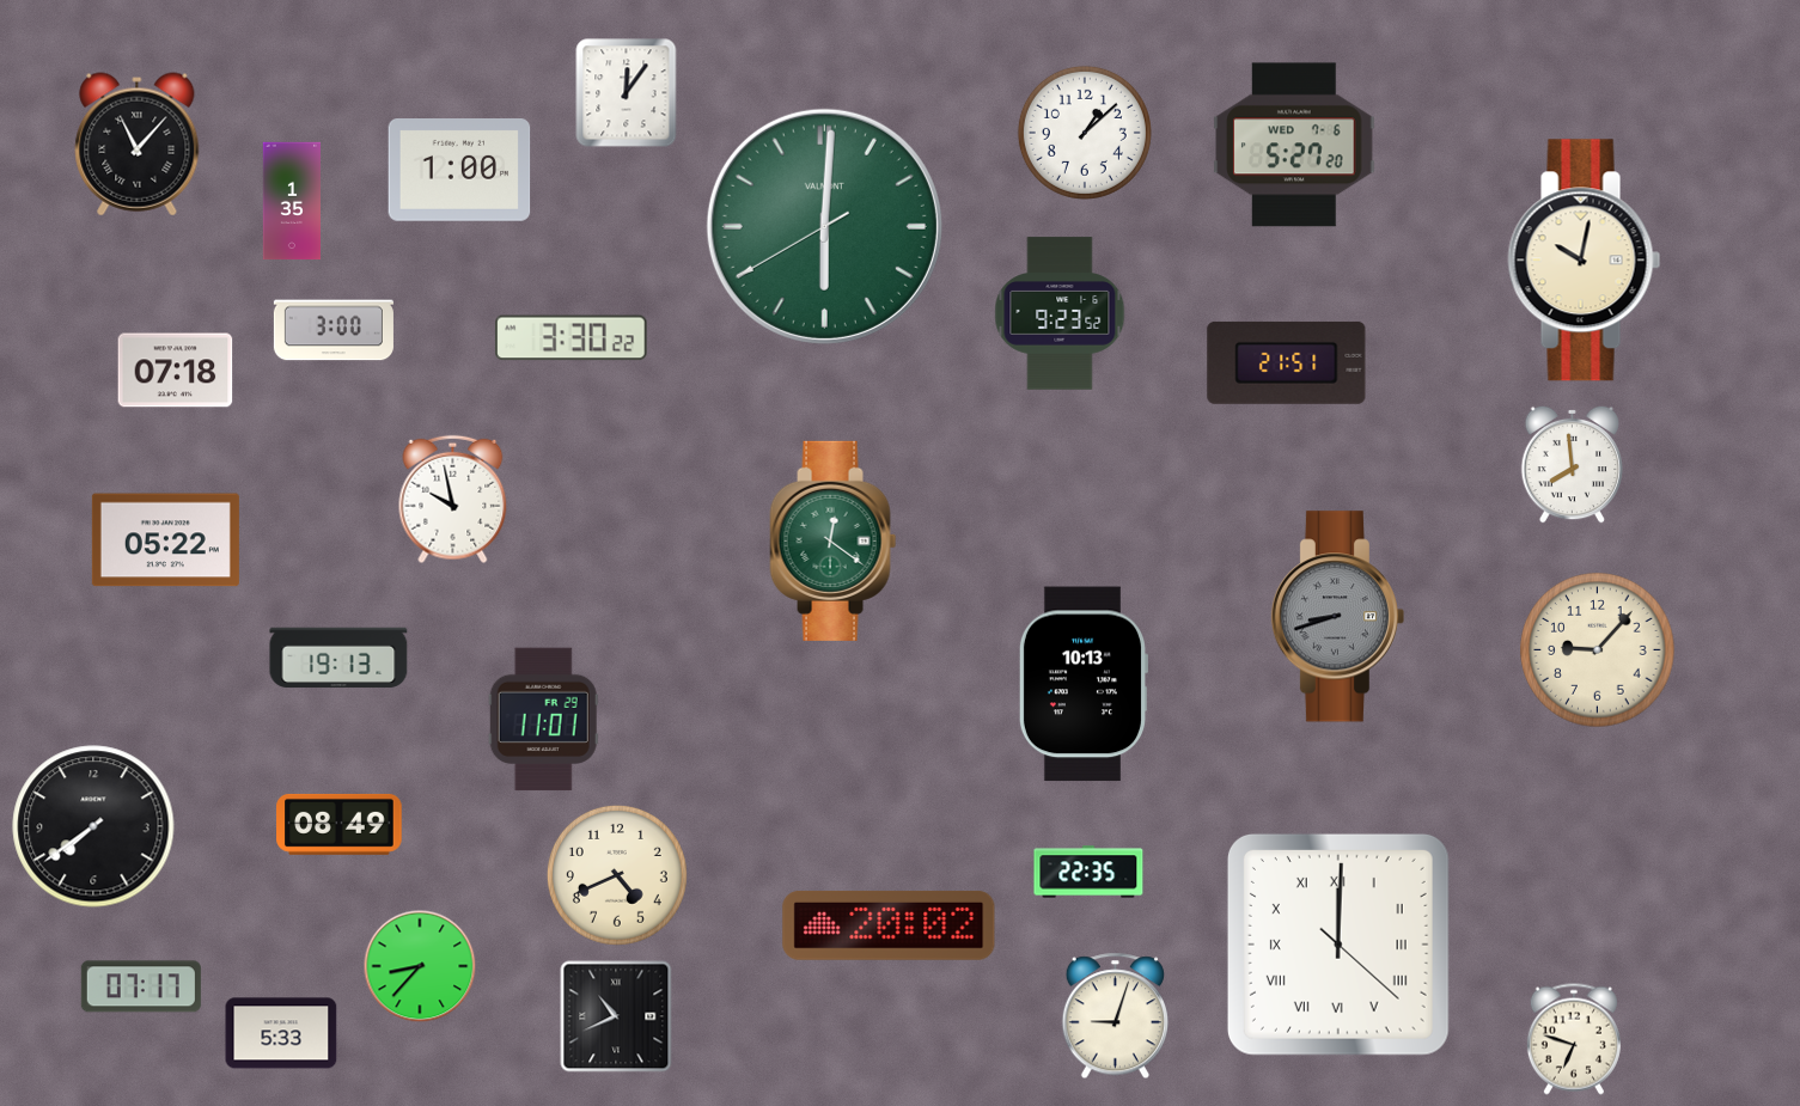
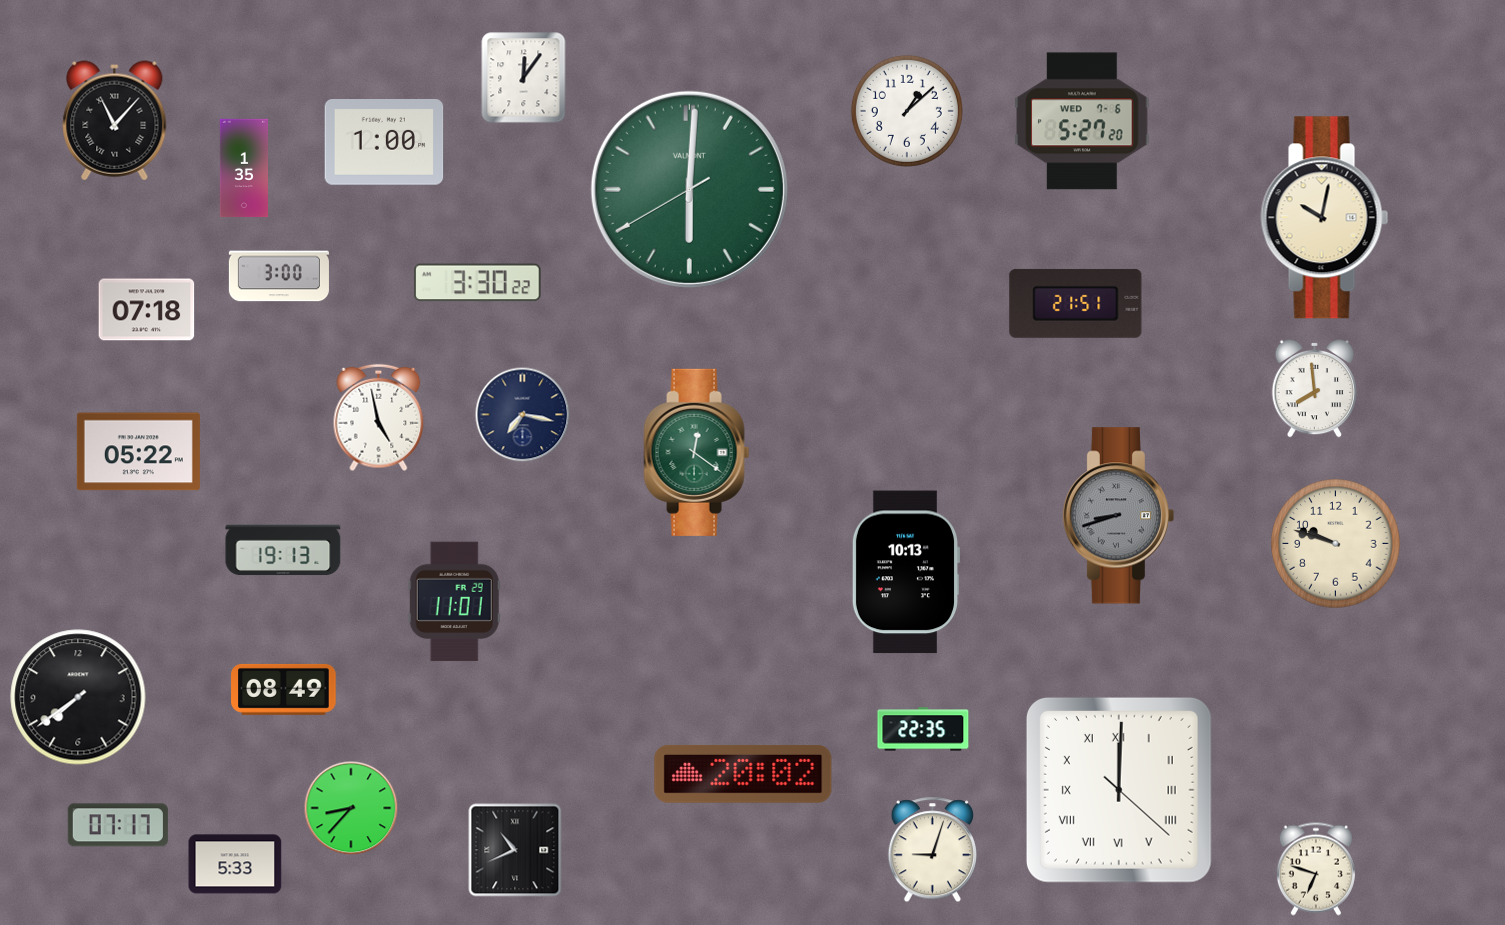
clock at (1060, 313): 9:23 -> none
clock at (523, 415): none -> 7:17
clock at (453, 500): 9:58 -> 4:58
clock at (1598, 650): 9:07 -> 9:48
clock at (93, 826) position: (93, 826) -> (78, 697)
clock at (1088, 872) position: (1088, 872) -> (923, 729)
clock at (617, 875): 4:41 -> none
